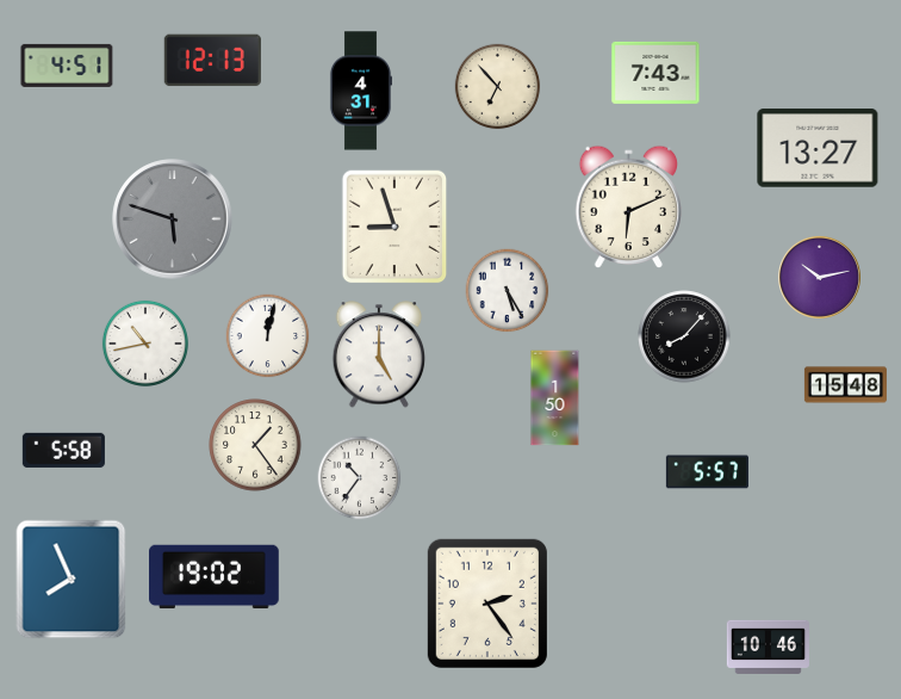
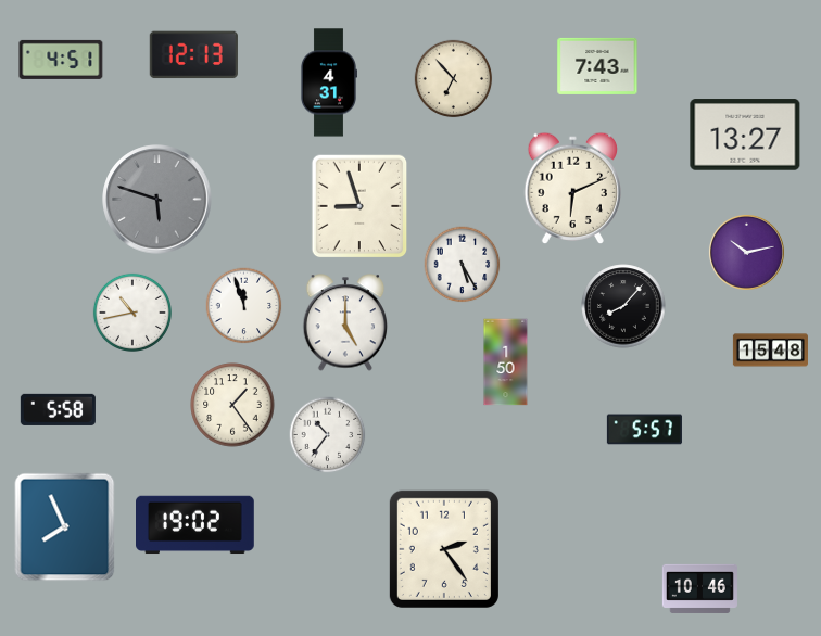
clock at (268, 336): 12:02 -> 11:57
